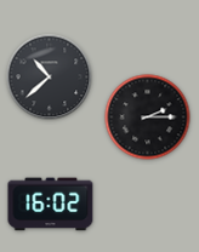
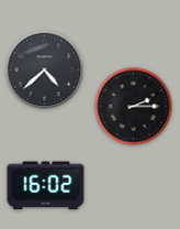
clock at (50, 78): 10:38 -> 4:38
